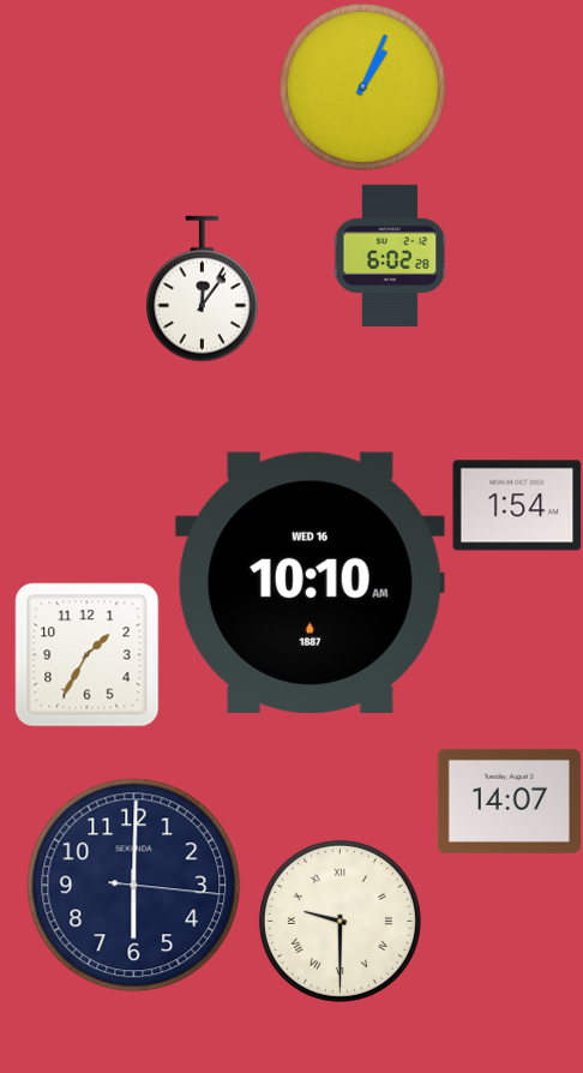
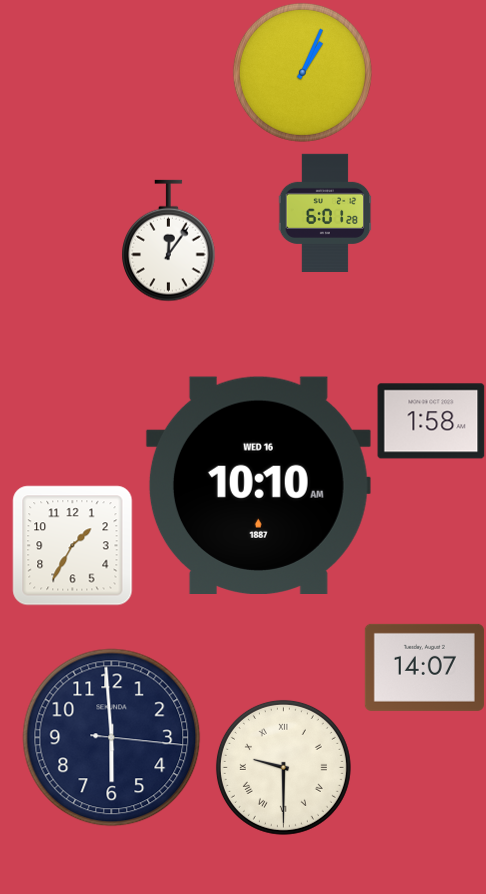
clock at (390, 256): 6:02 -> 6:01
clock at (517, 505): 1:54 -> 1:58
clock at (134, 886): 6:00 -> 5:59
